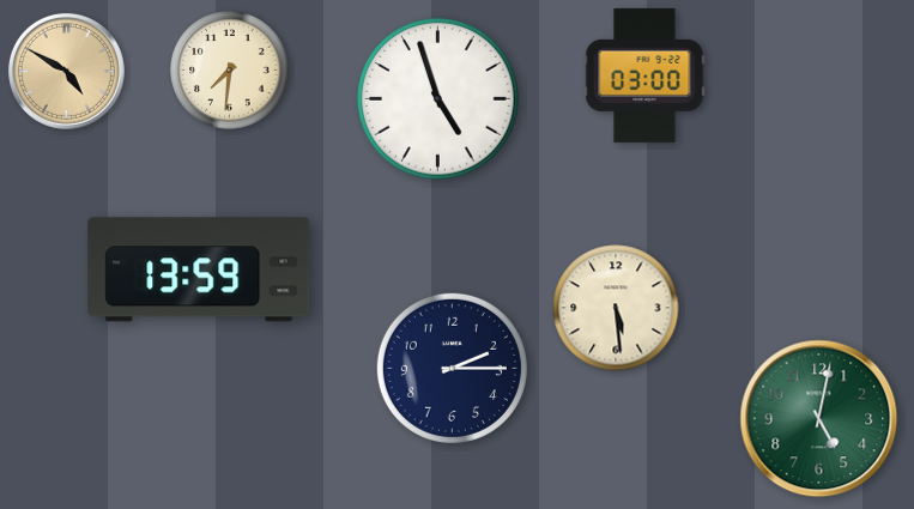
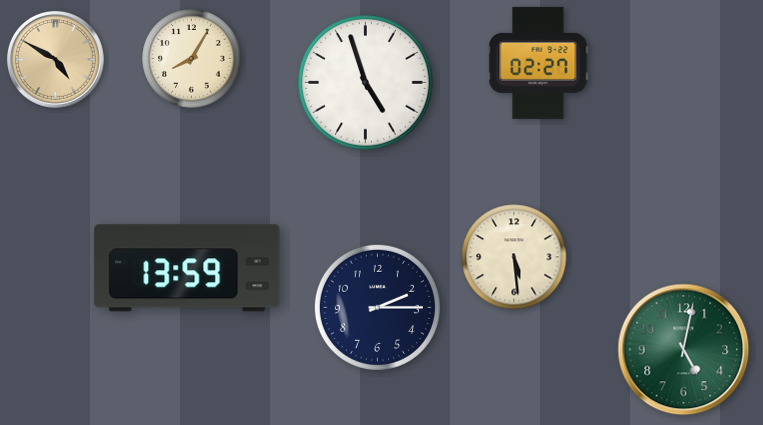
clock at (230, 71): 7:31 -> 8:05
clock at (644, 75): 03:00 -> 02:27
clock at (199, 269) position: (199, 269) -> (187, 268)
